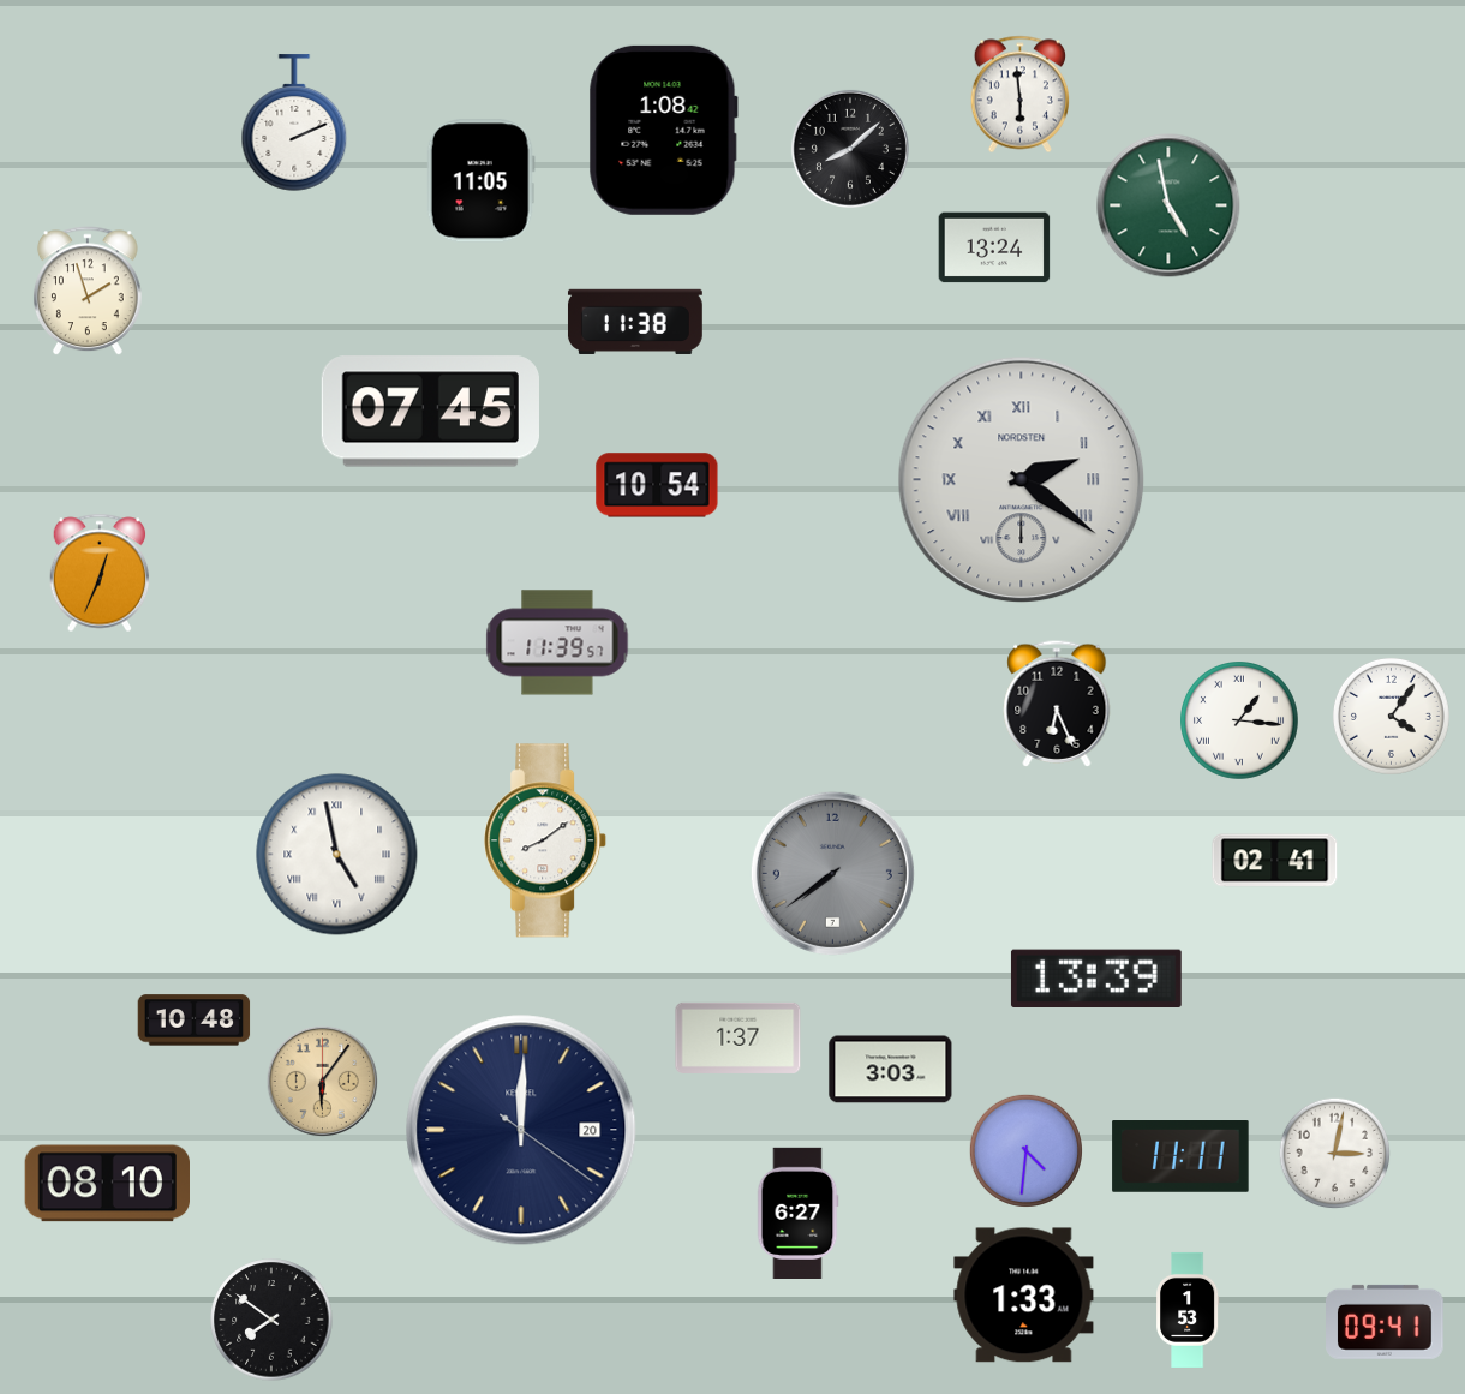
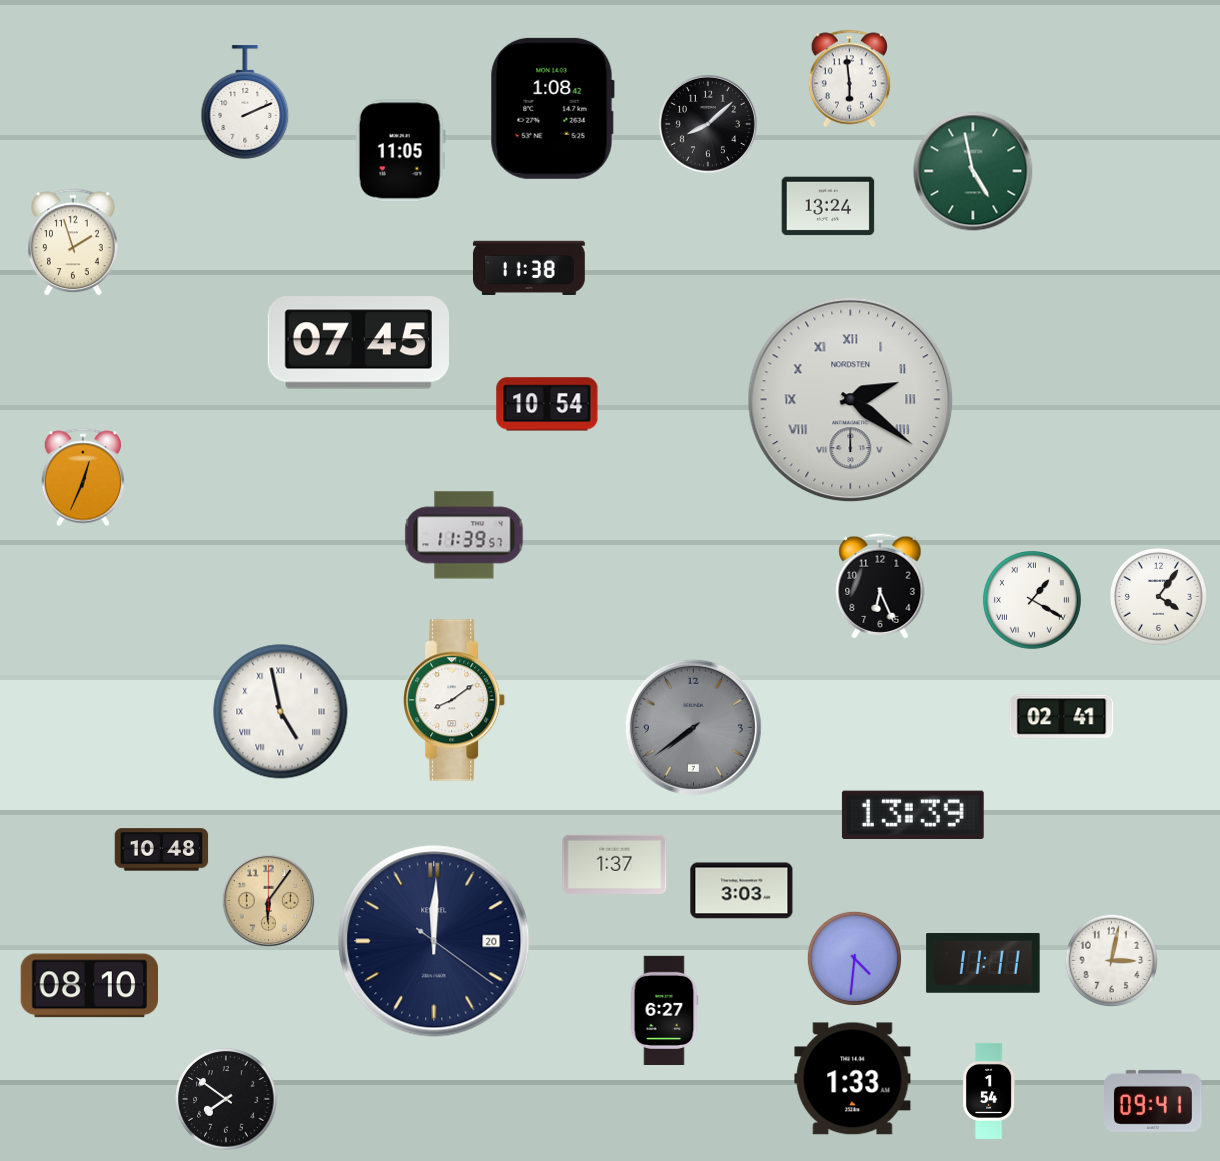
clock at (1240, 722): 1:16 -> 1:20
clock at (1189, 1310): 1:53 -> 1:54
